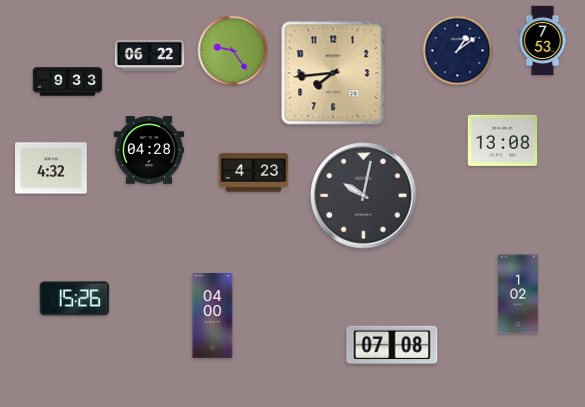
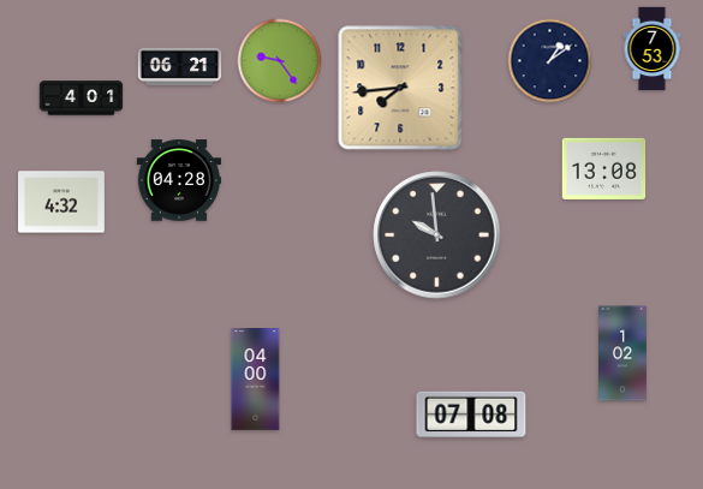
clock at (150, 55): 06:22 -> 06:21
clock at (68, 82): 9:33 -> 4:01
clock at (254, 173): 4:23 -> none
clock at (364, 196): 10:02 -> 9:59
clock at (75, 299): 15:26 -> none
